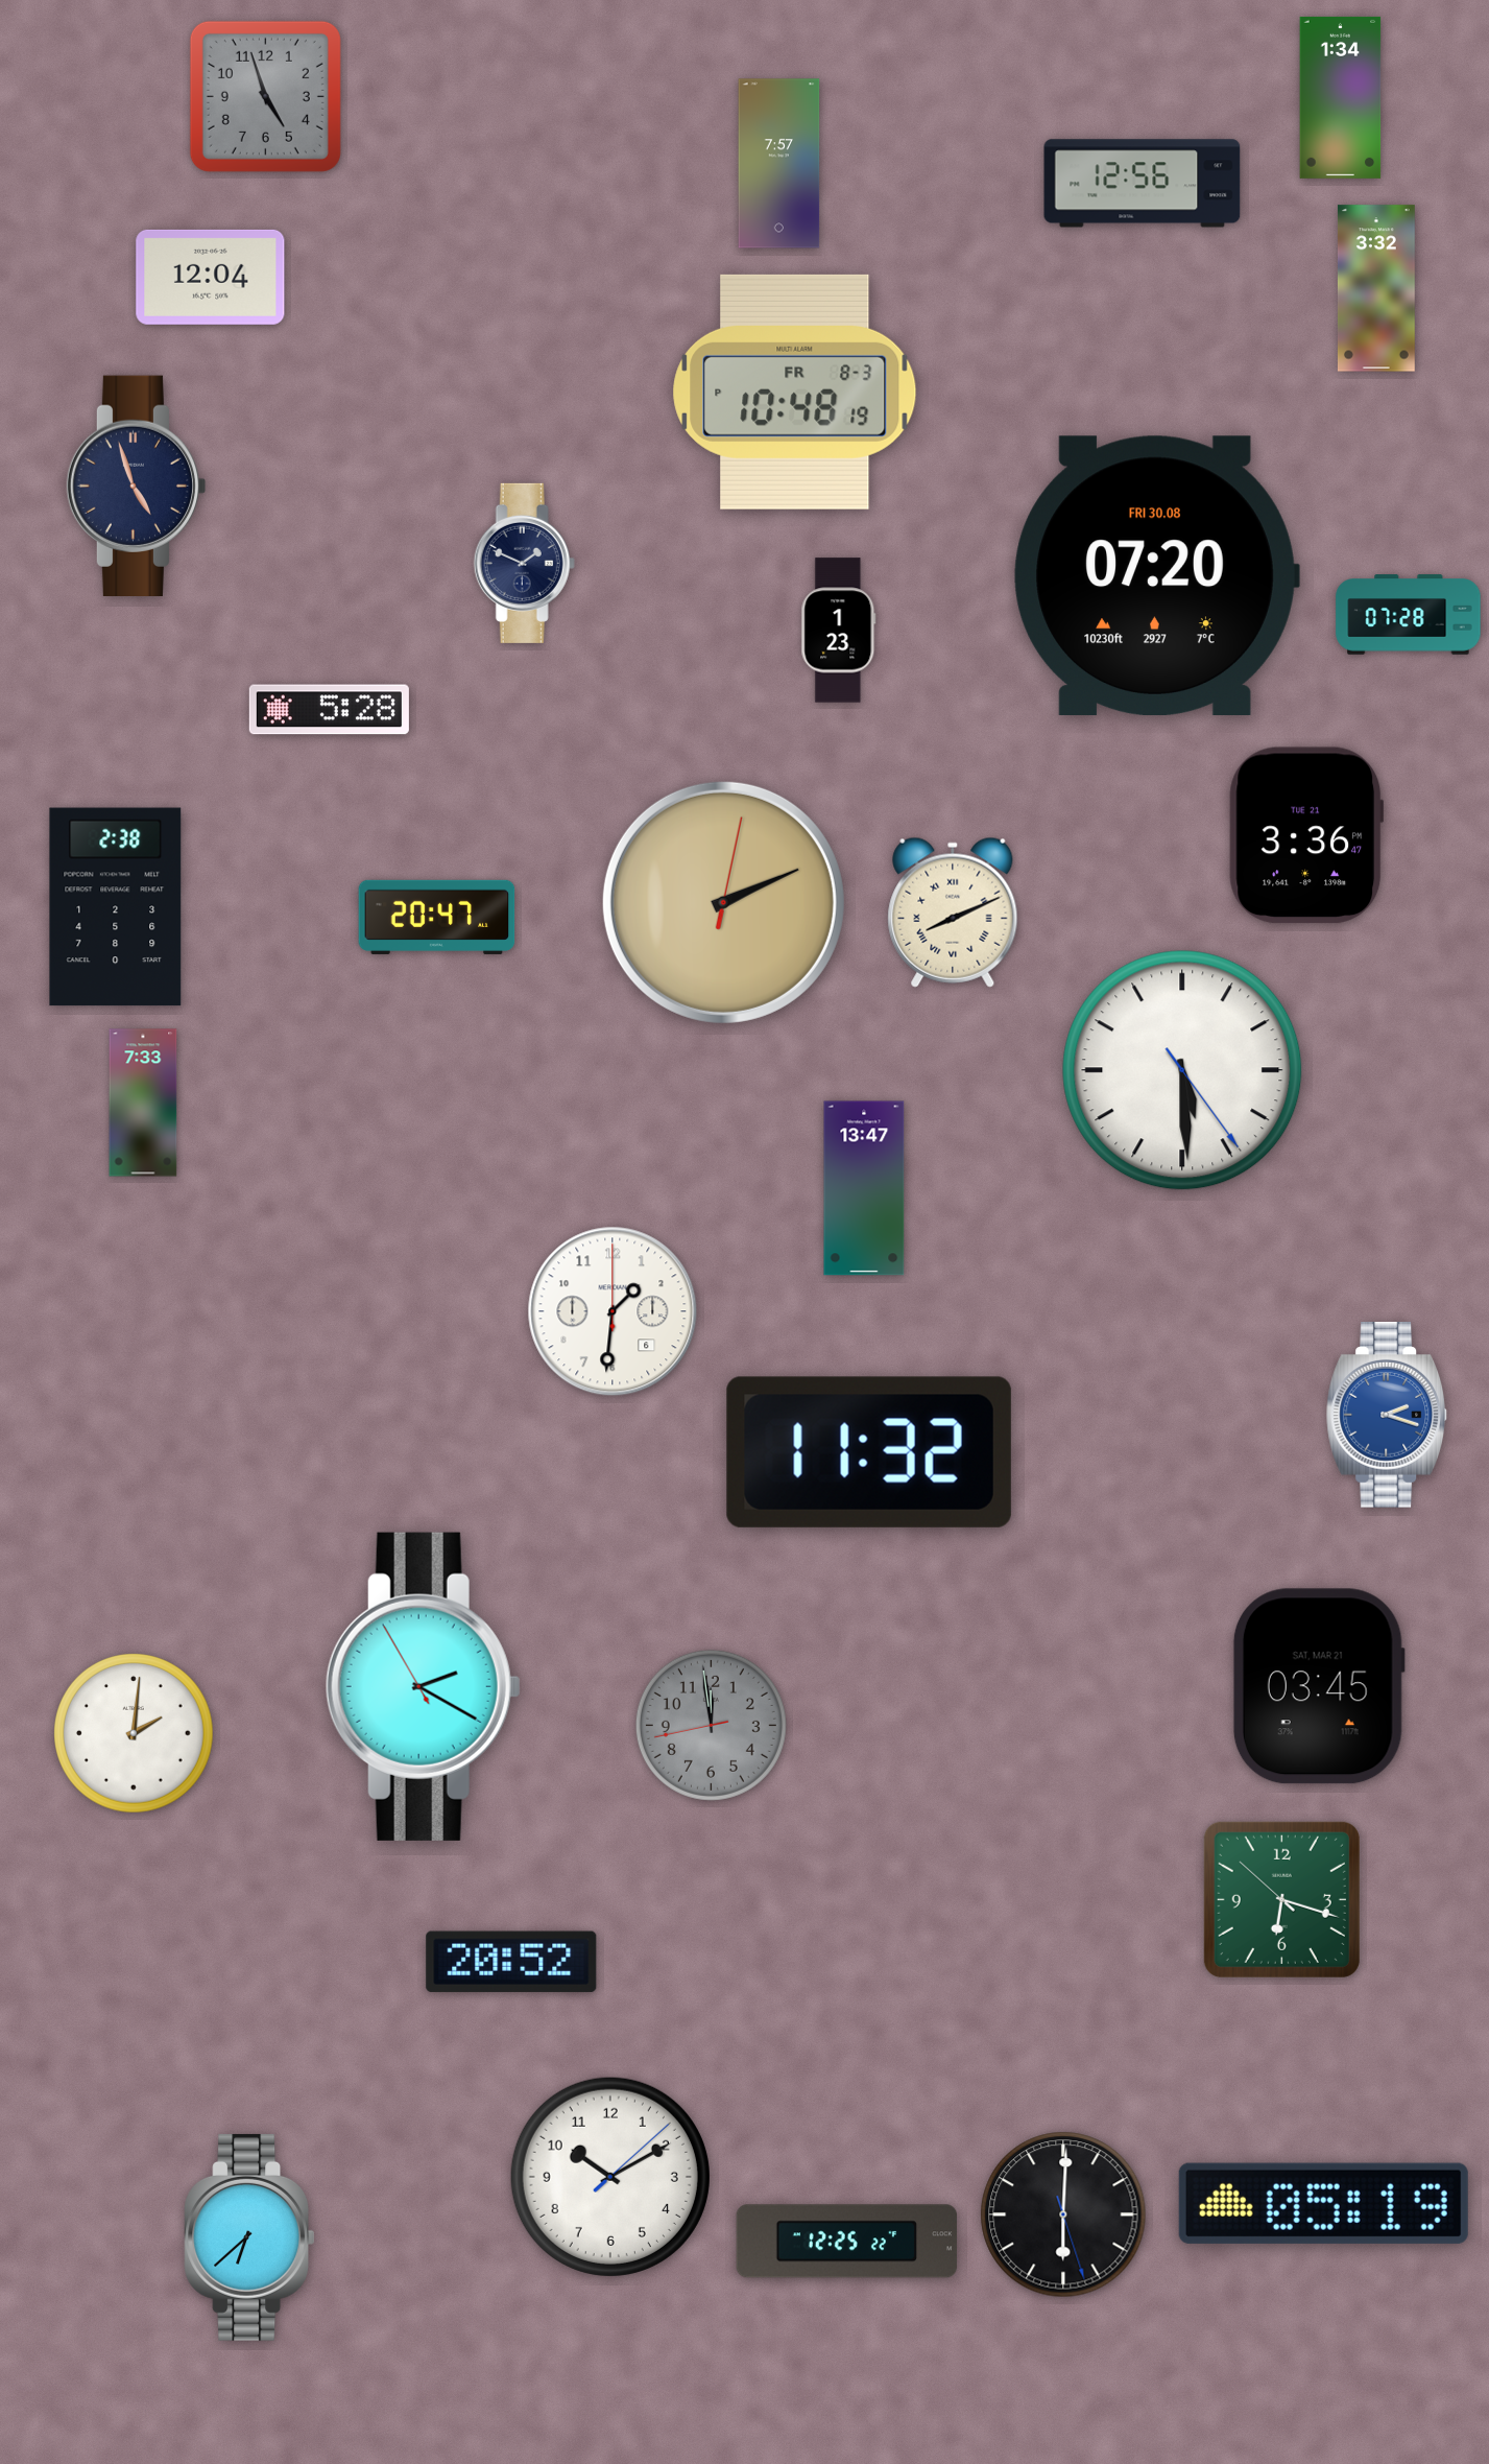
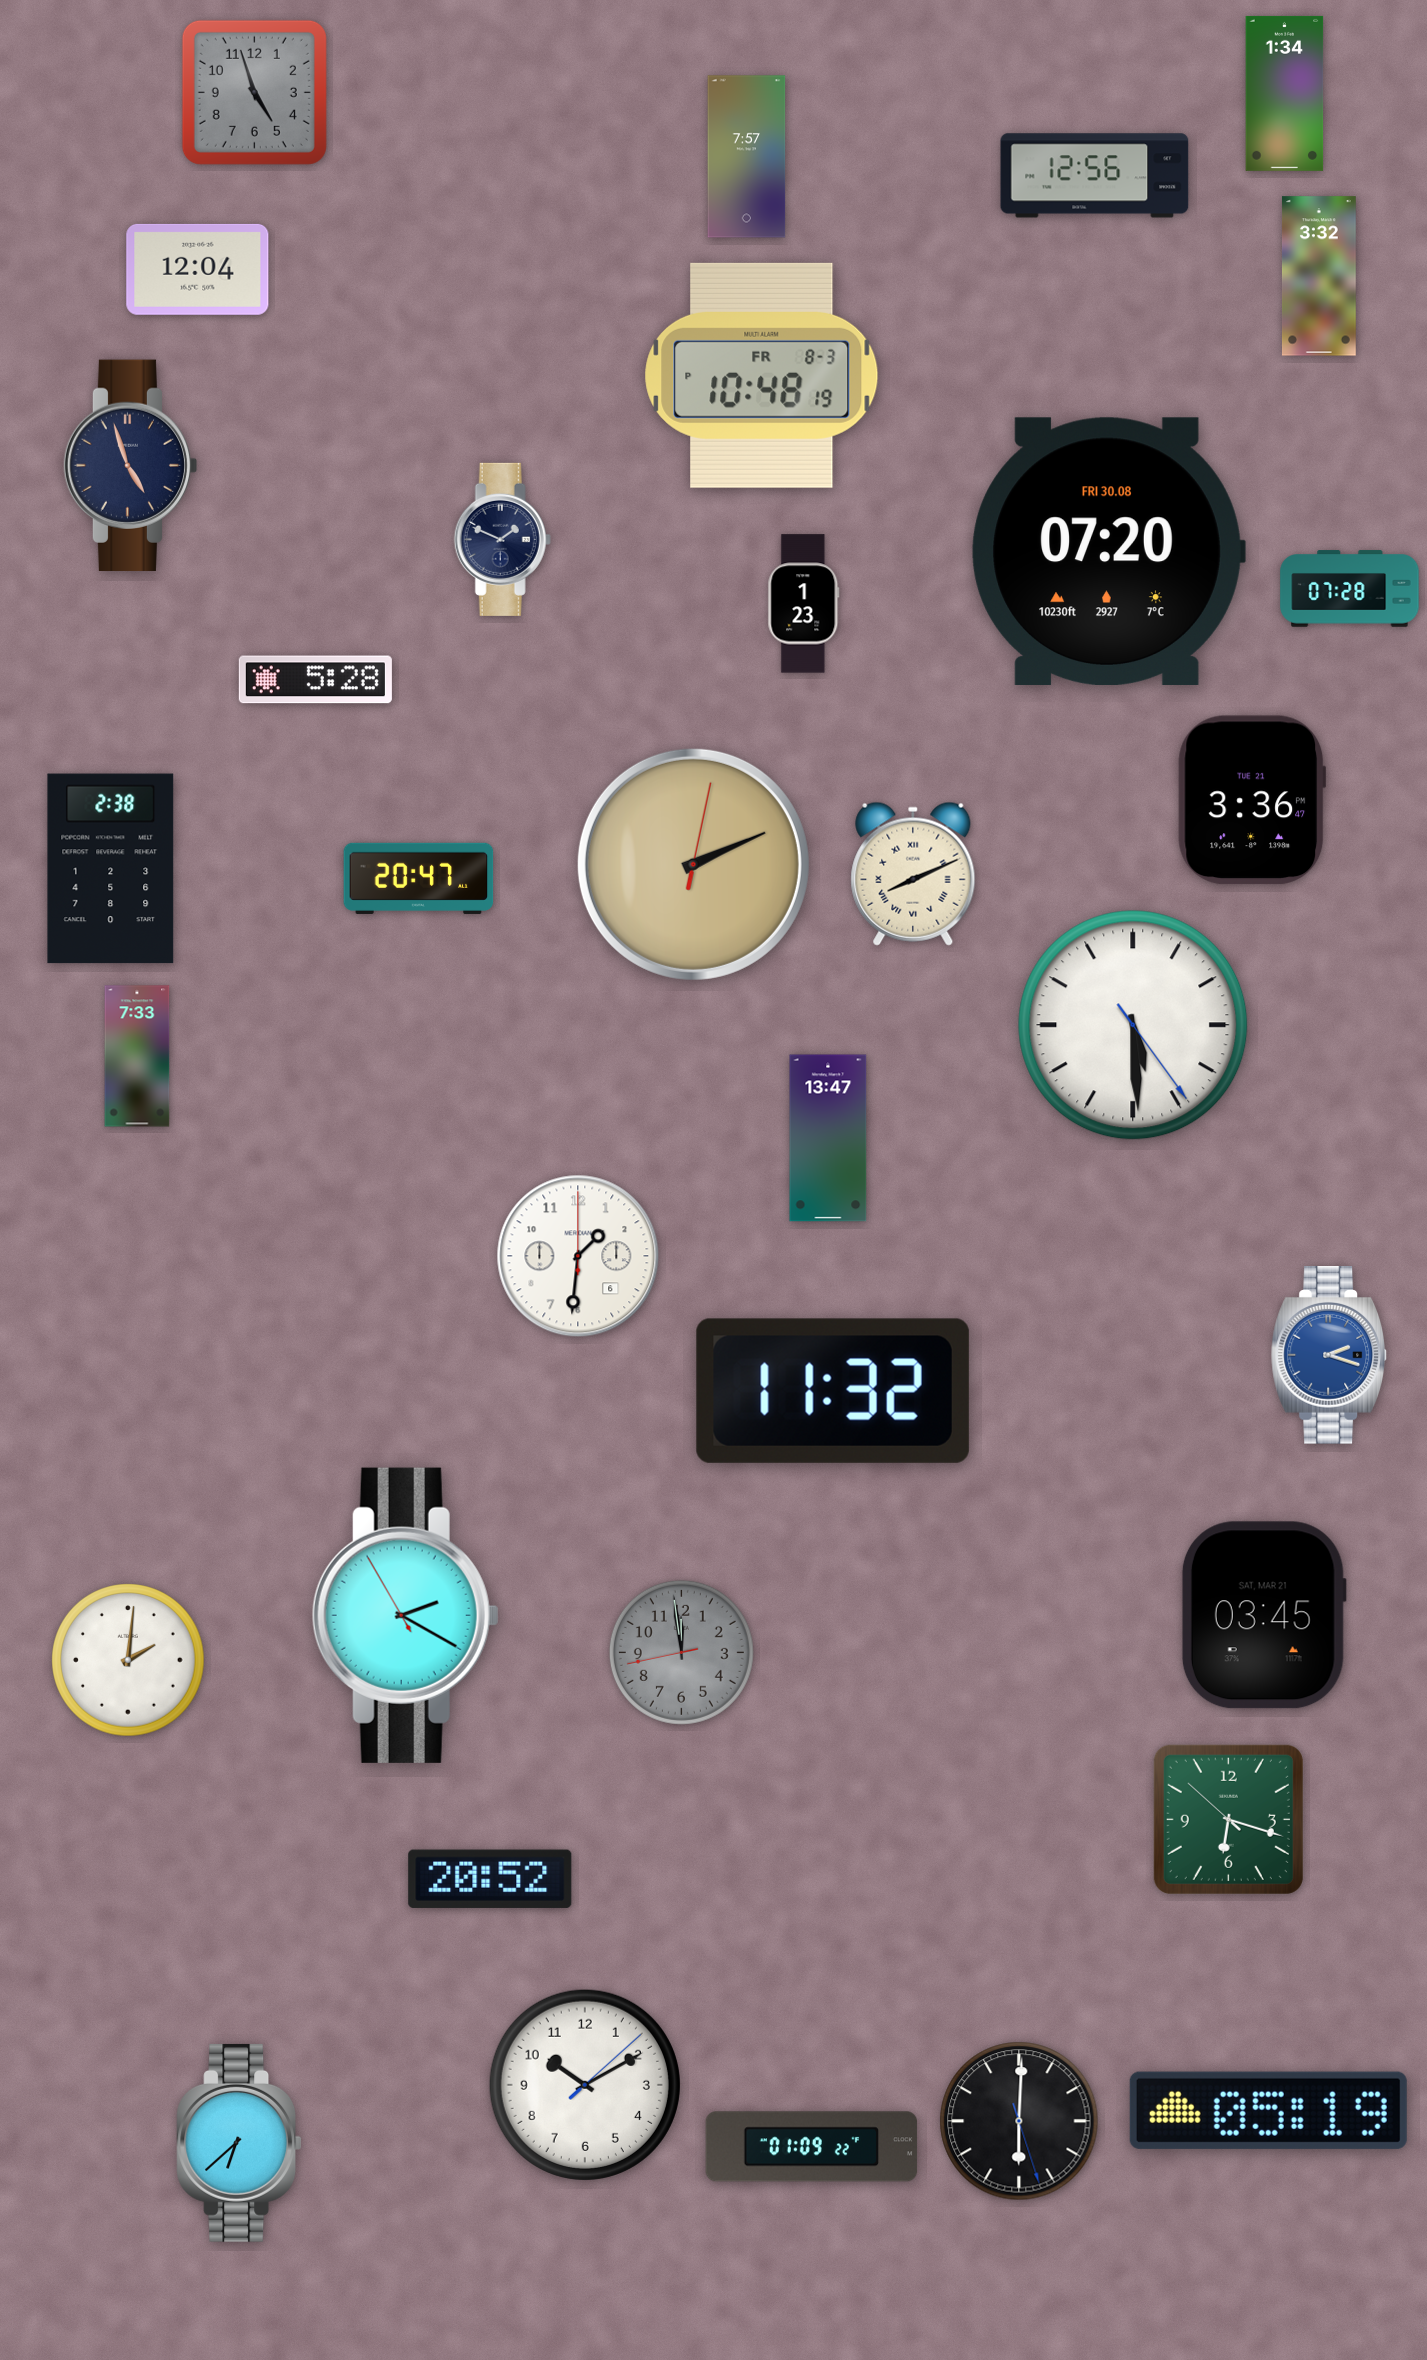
clock at (211, 277) position: (211, 277) -> (198, 269)
clock at (613, 1311) position: (613, 1311) -> (578, 1256)
clock at (847, 2242): 12:25 -> 01:09
